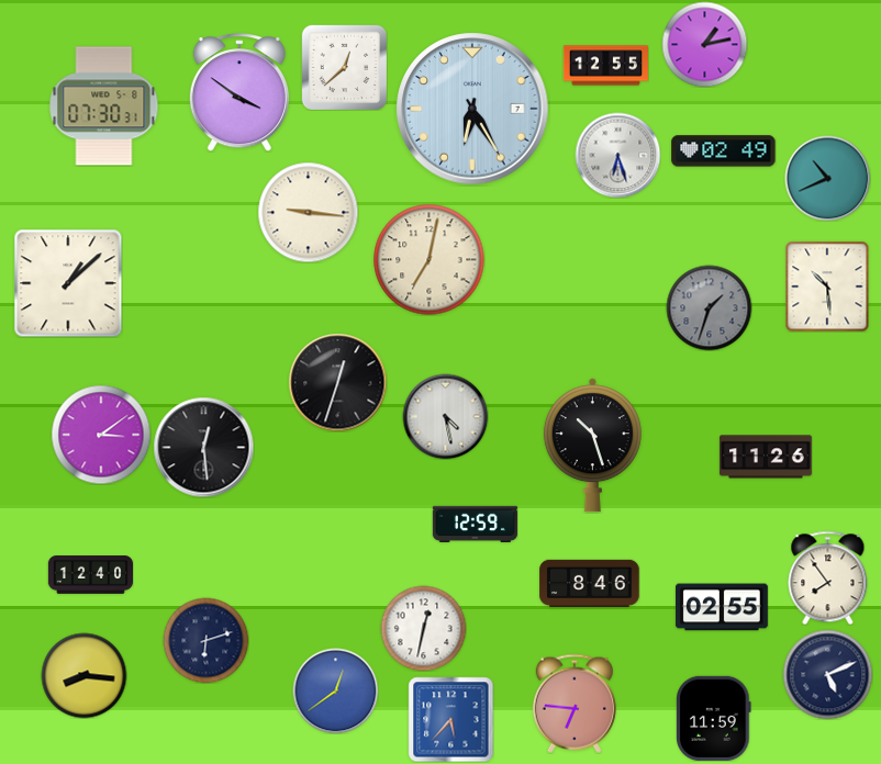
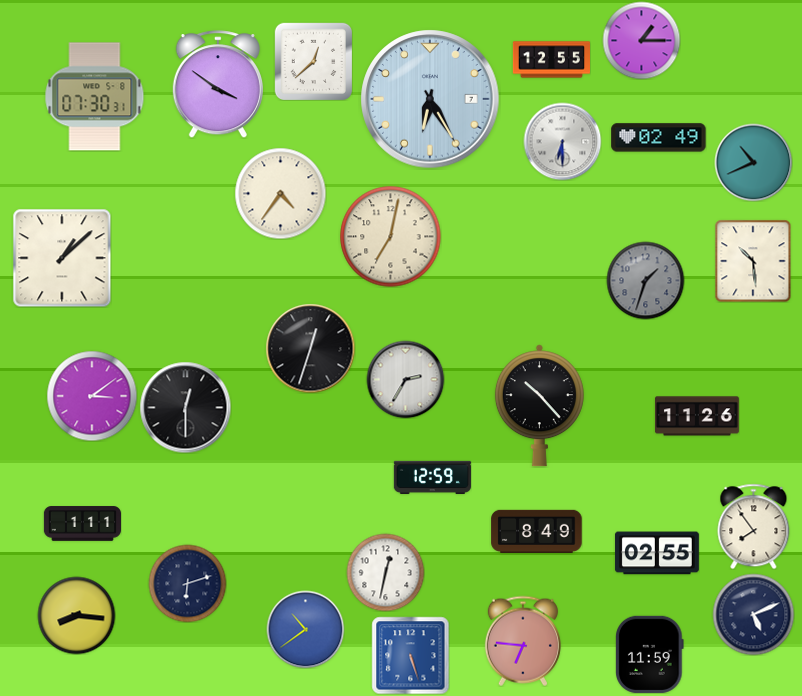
clock at (704, 44): 1:13 -> 1:15
clock at (617, 155): 6:27 -> 6:30
clock at (308, 212): 9:16 -> 4:36
clock at (337, 382) position: (337, 382) -> (310, 348)
clock at (445, 416): 4:28 -> 2:35
clock at (592, 446): 10:27 -> 10:23
clock at (203, 447): 12:29 -> 12:30
clock at (90, 575): 12:40 -> 1:11
clock at (590, 583): 8:46 -> 8:49
clock at (335, 690): 12:39 -> 10:39
clock at (450, 719): 5:37 -> 5:27
